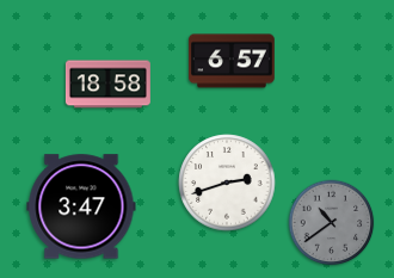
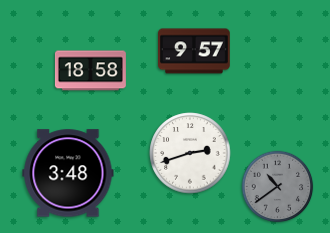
clock at (232, 61): 6:57 -> 9:57
clock at (81, 206): 3:47 -> 3:48
